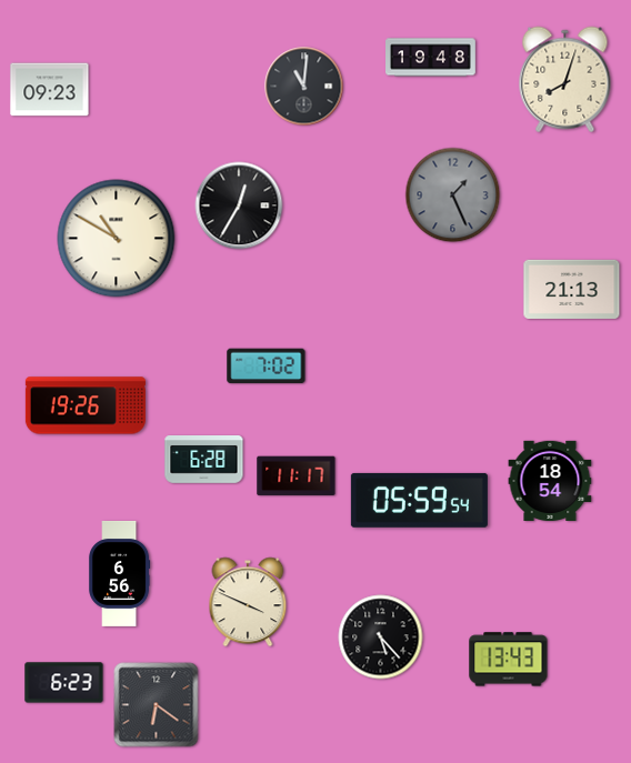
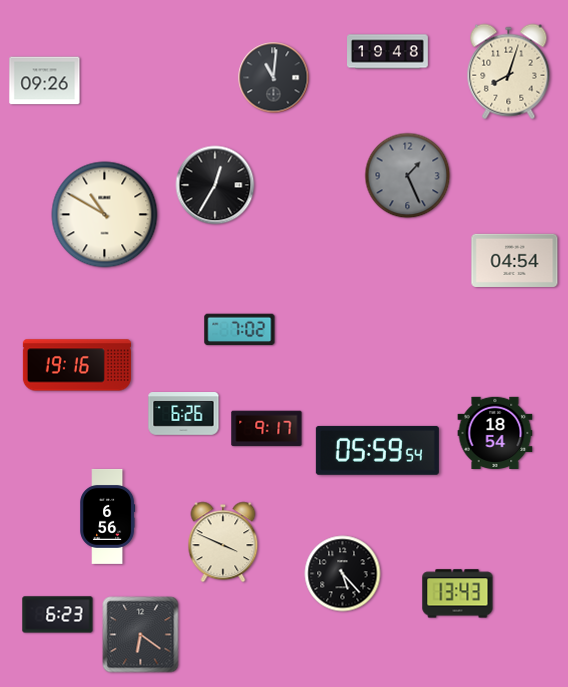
clock at (50, 90): 09:23 -> 09:26
clock at (572, 289): 21:13 -> 04:54
clock at (86, 405): 19:26 -> 19:16
clock at (204, 460): 6:28 -> 6:26
clock at (297, 476): 11:17 -> 9:17
